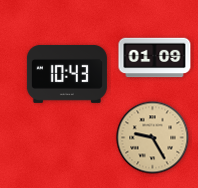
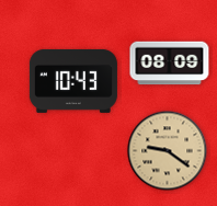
clock at (155, 58): 01:09 -> 08:09
clock at (153, 138): 9:25 -> 9:21
